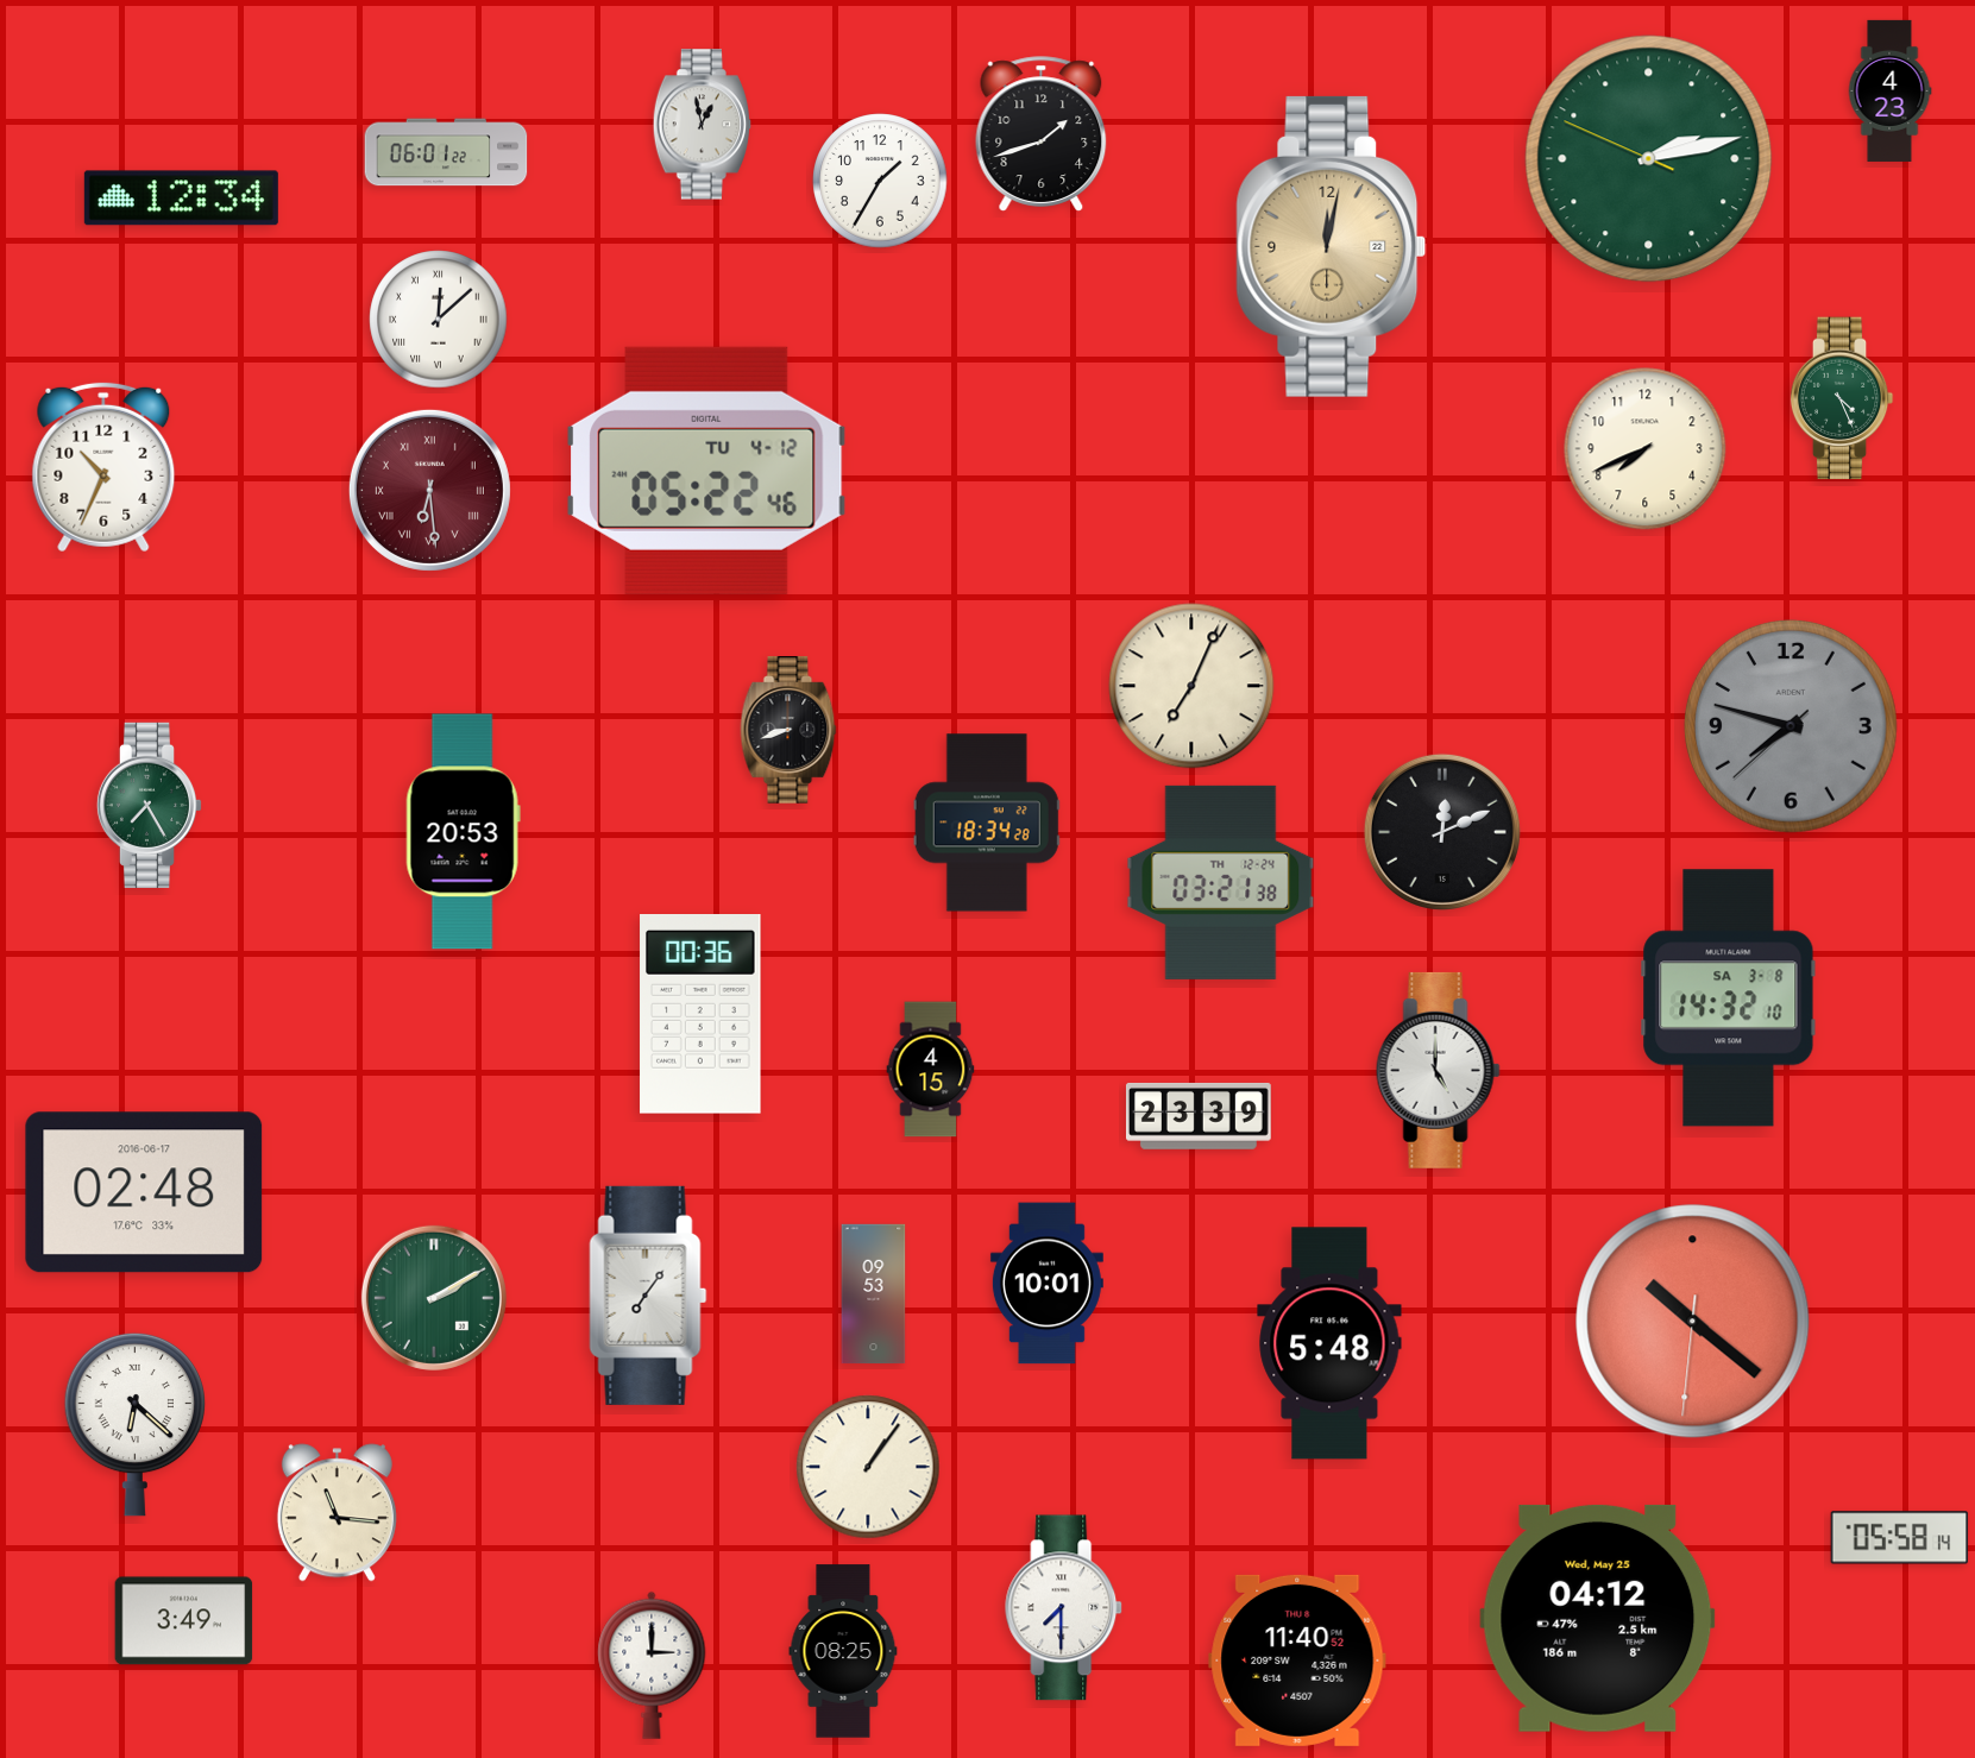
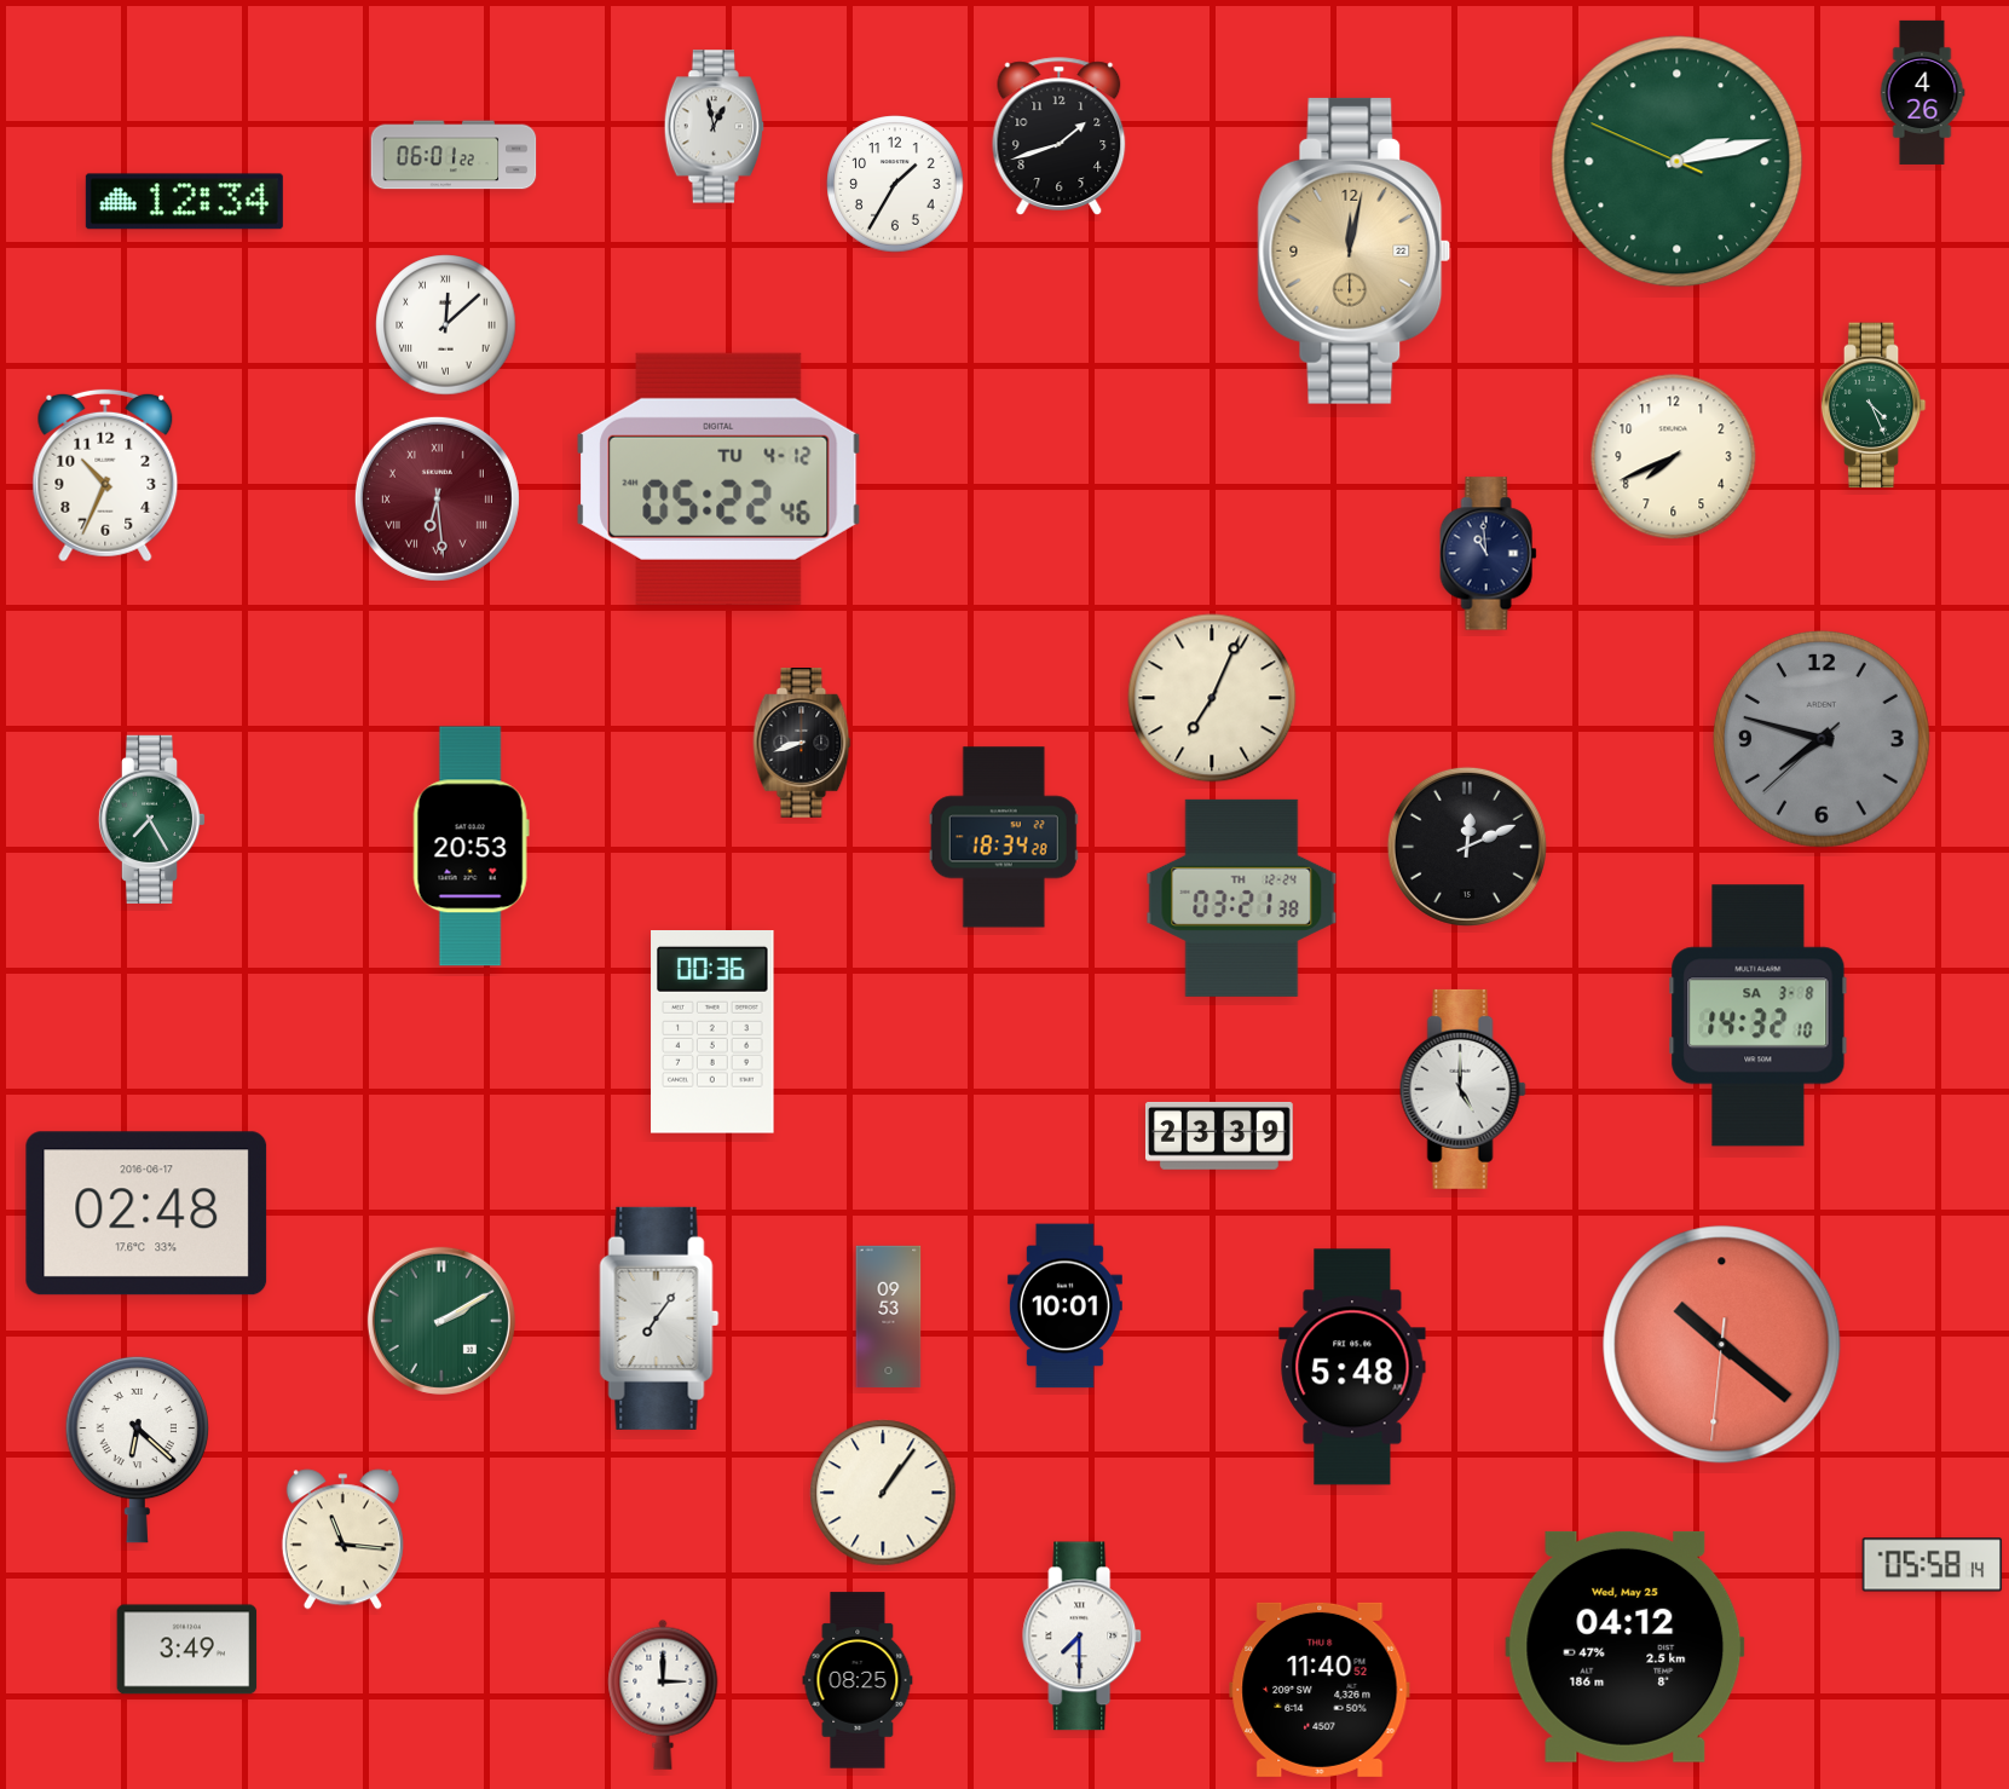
clock at (1889, 90): 4:23 -> 4:26
clock at (1489, 554): none -> 10:59
clock at (931, 1070): 4:15 -> none
